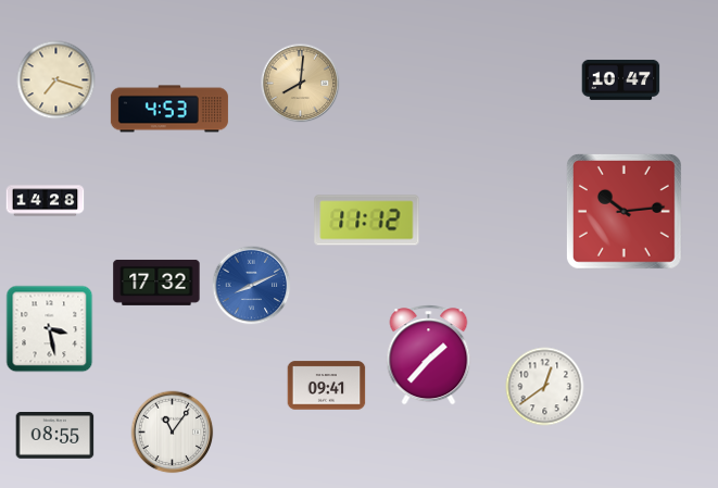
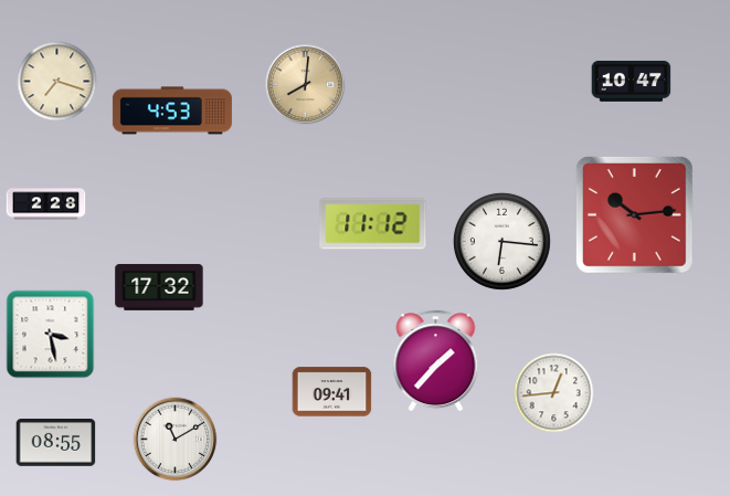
clock at (46, 201): 14:28 -> 2:28
clock at (501, 241): none -> 6:16
clock at (252, 286): 8:11 -> none
clock at (545, 387): 12:39 -> 12:44
clock at (173, 433): 11:06 -> 11:10
